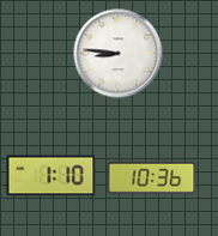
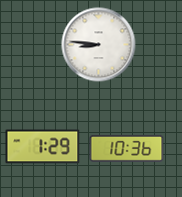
clock at (52, 176): 1:10 -> 1:29
